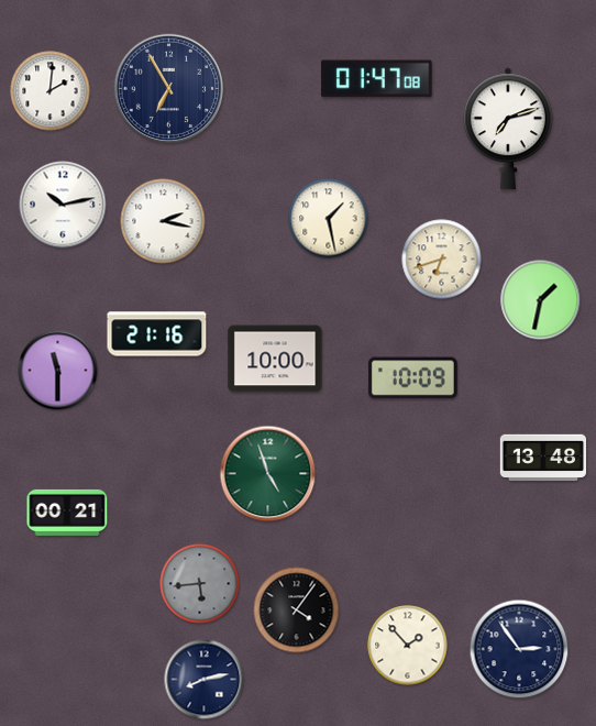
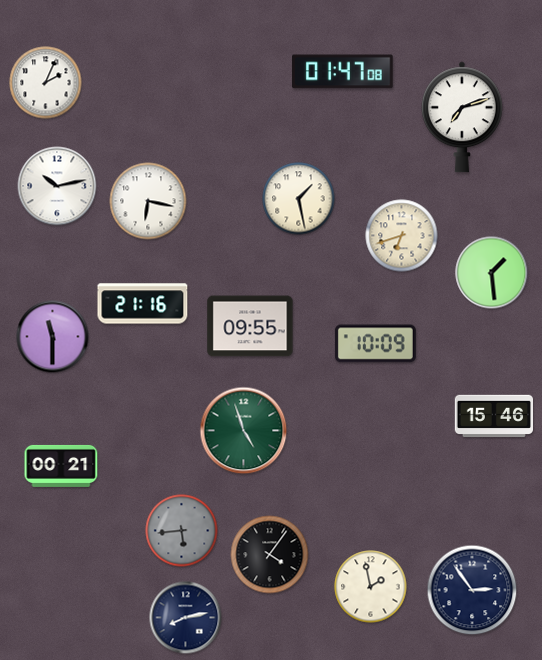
clock at (168, 88): 6:55 -> none
clock at (51, 91): 2:01 -> 2:04
clock at (163, 221): 2:17 -> 6:17
clock at (541, 300): 1:32 -> 1:29
clock at (275, 359): 10:00 -> 09:55
clock at (543, 458): 13:48 -> 15:46
clock at (408, 646): 1:53 -> 1:58
